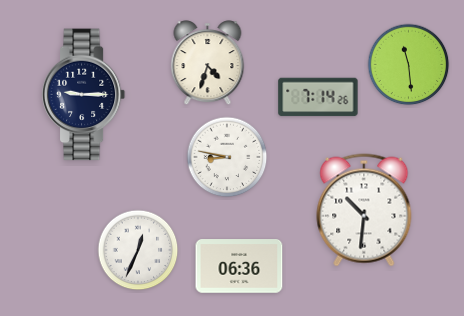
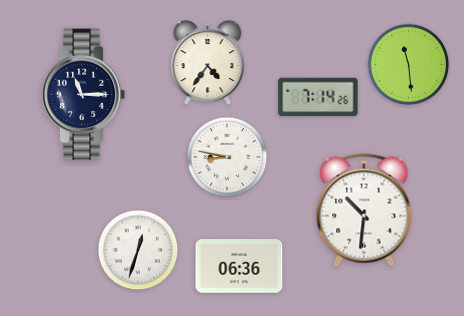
clock at (208, 63): 4:33 -> 4:36
clock at (84, 95): 9:15 -> 11:15
clock at (138, 250): 12:34 -> 12:33
